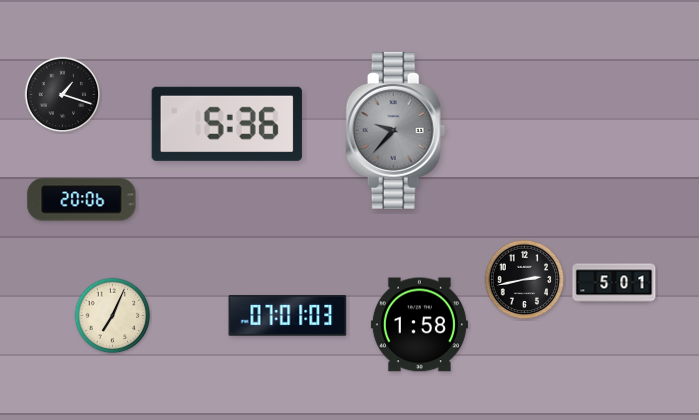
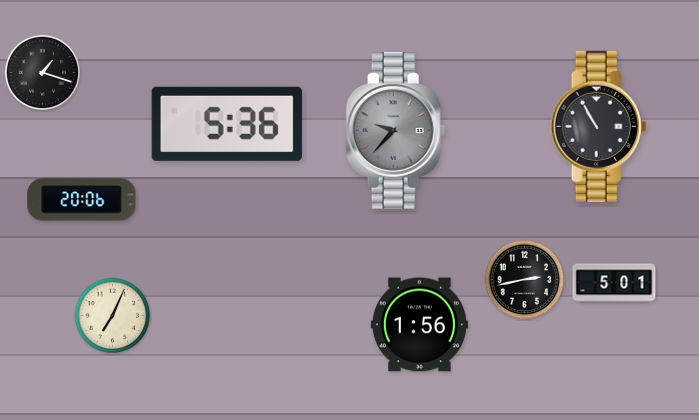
clock at (63, 95) position: (63, 95) -> (43, 73)
clock at (599, 126): none -> 10:55
clock at (288, 316): 07:01 -> none
clock at (419, 325): 1:58 -> 1:56
